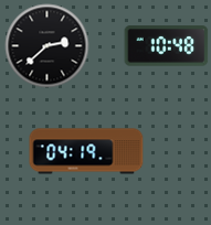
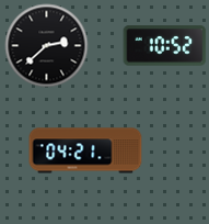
clock at (167, 46): 10:48 -> 10:52
clock at (86, 151): 04:19 -> 04:21
